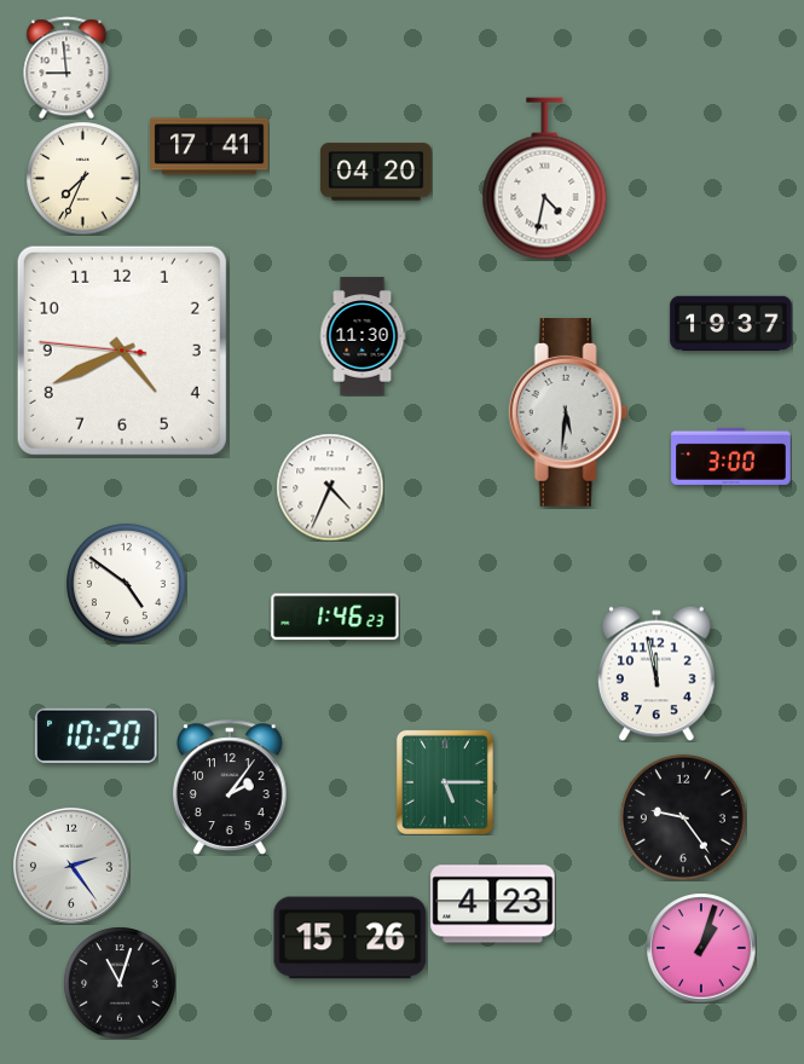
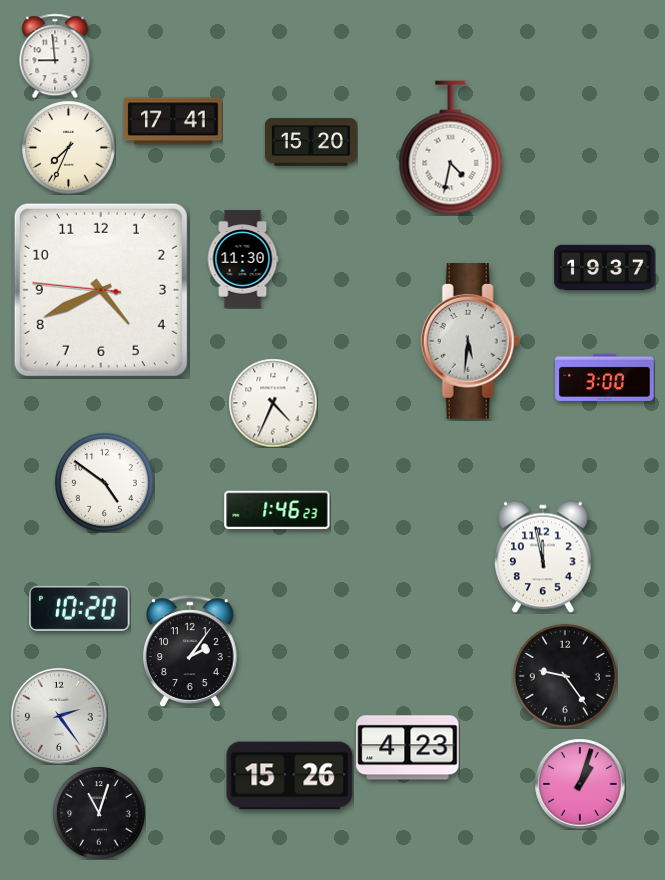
clock at (376, 172): 04:20 -> 15:20
clock at (363, 336) position: (363, 336) -> (243, 259)
clock at (445, 782): 5:15 -> none
